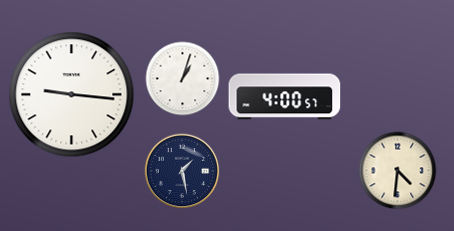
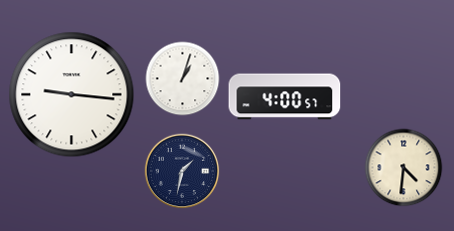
clock at (182, 171): 1:28 -> 1:32
clock at (398, 171) position: (398, 171) -> (404, 168)
